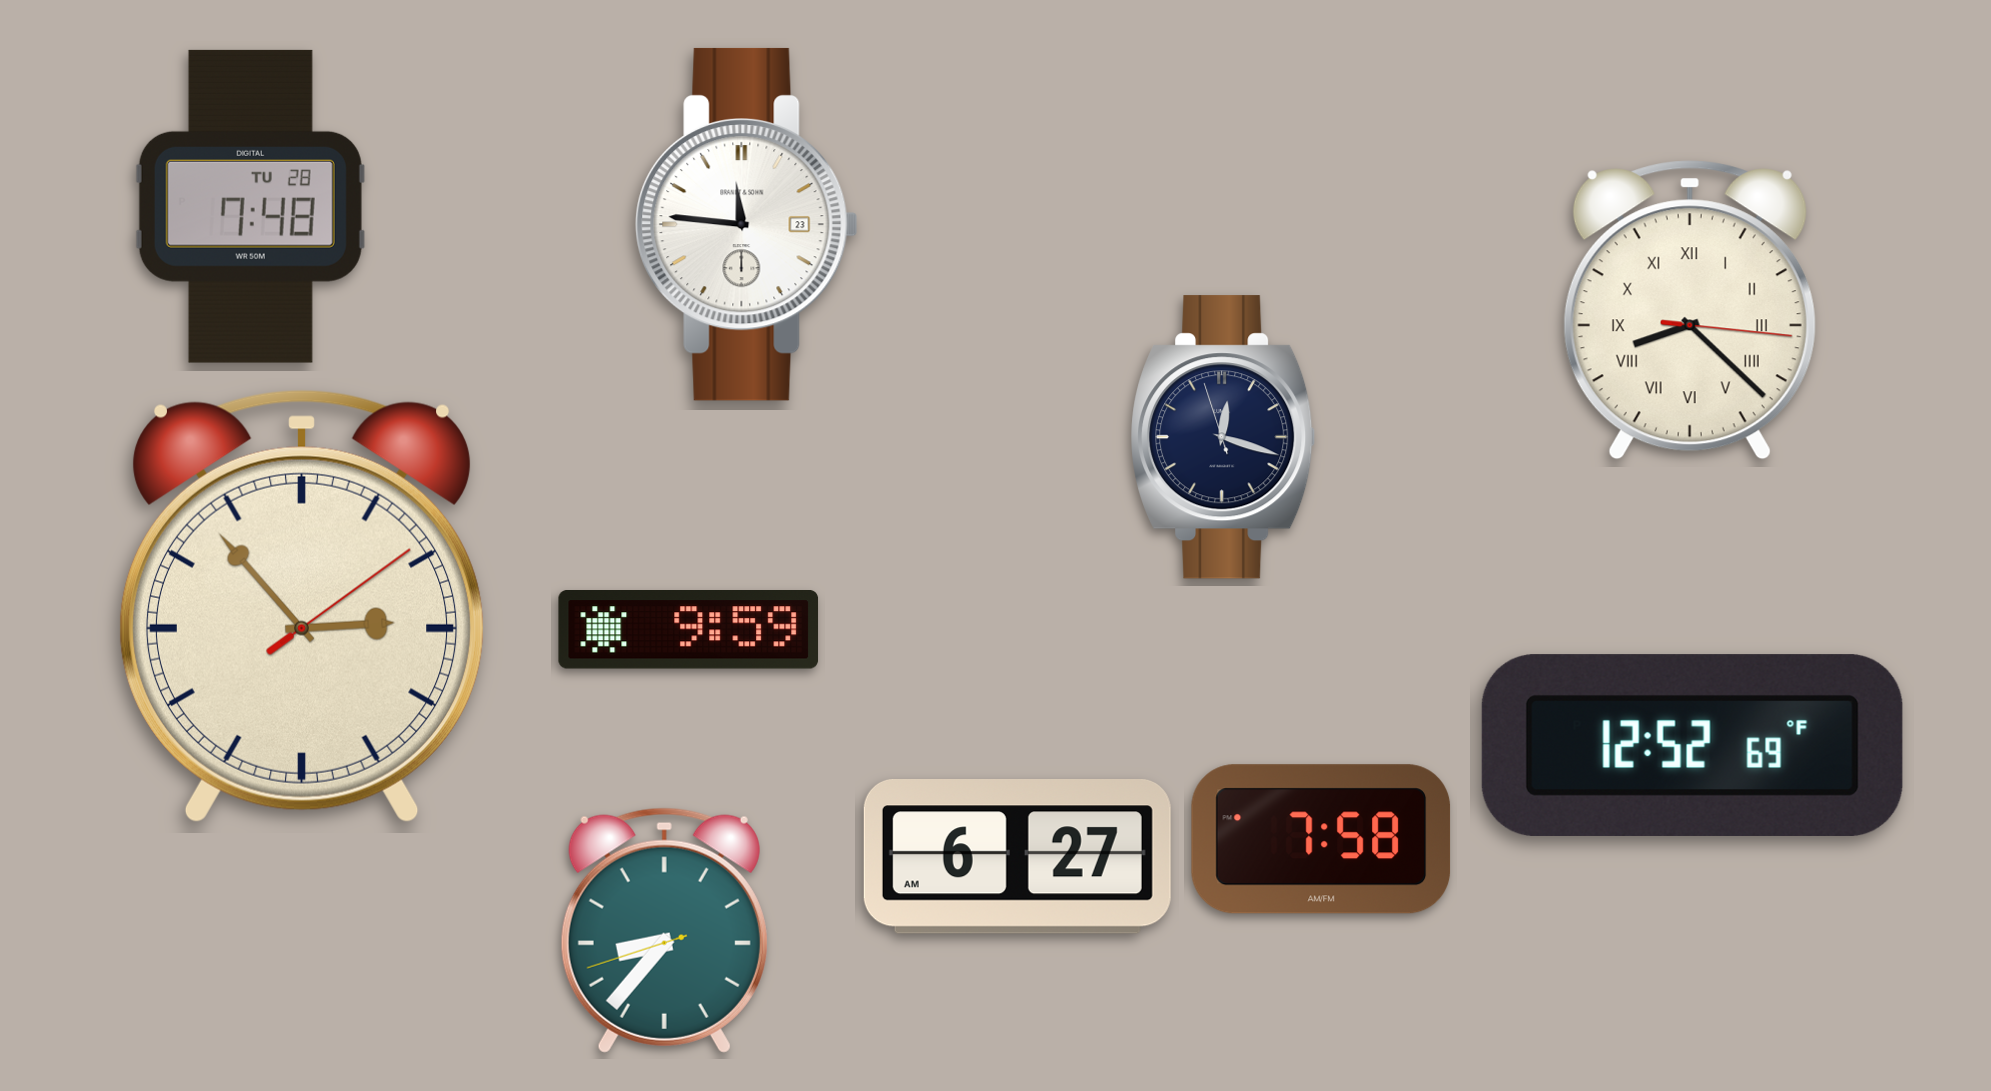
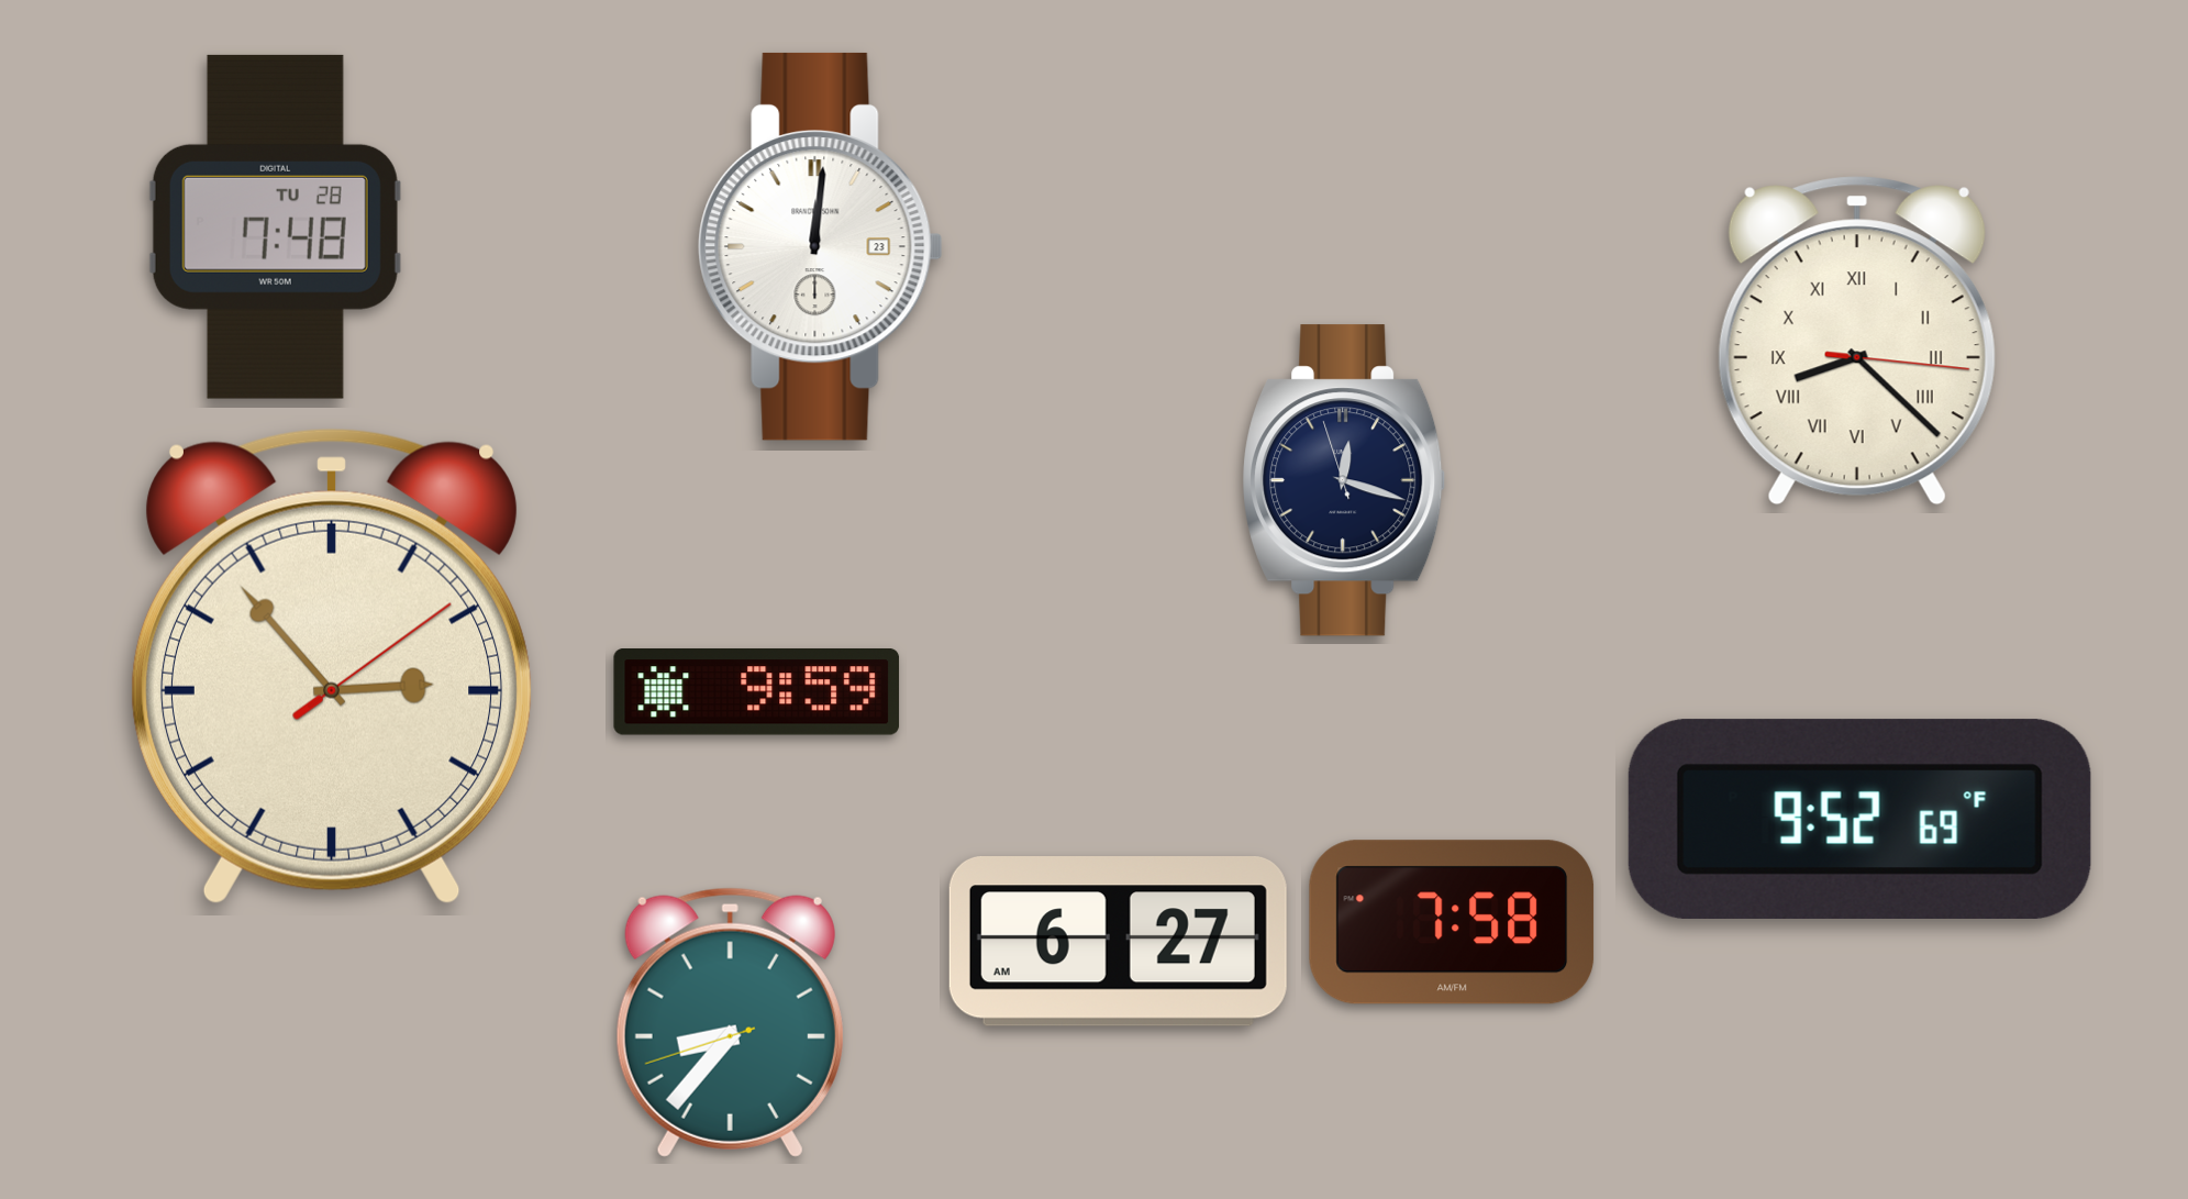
clock at (747, 224): 11:46 -> 12:01
clock at (1692, 745): 12:52 -> 9:52
